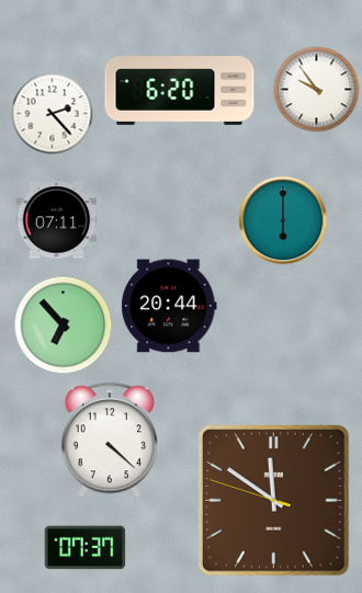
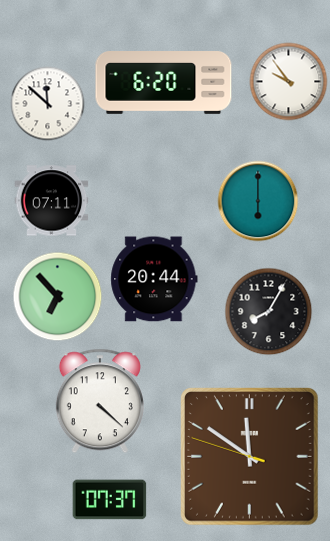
clock at (53, 114): 2:23 -> 11:52
clock at (269, 312): none -> 8:05
clock at (86, 548) position: (86, 548) -> (110, 500)
